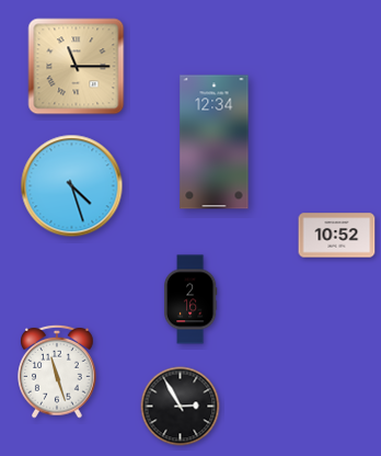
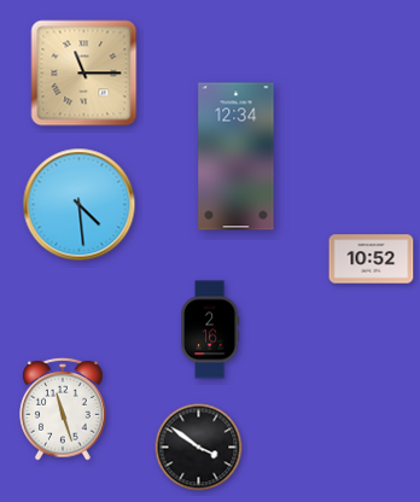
clock at (72, 186): 4:27 -> 4:29
clock at (181, 407): 2:55 -> 3:51
